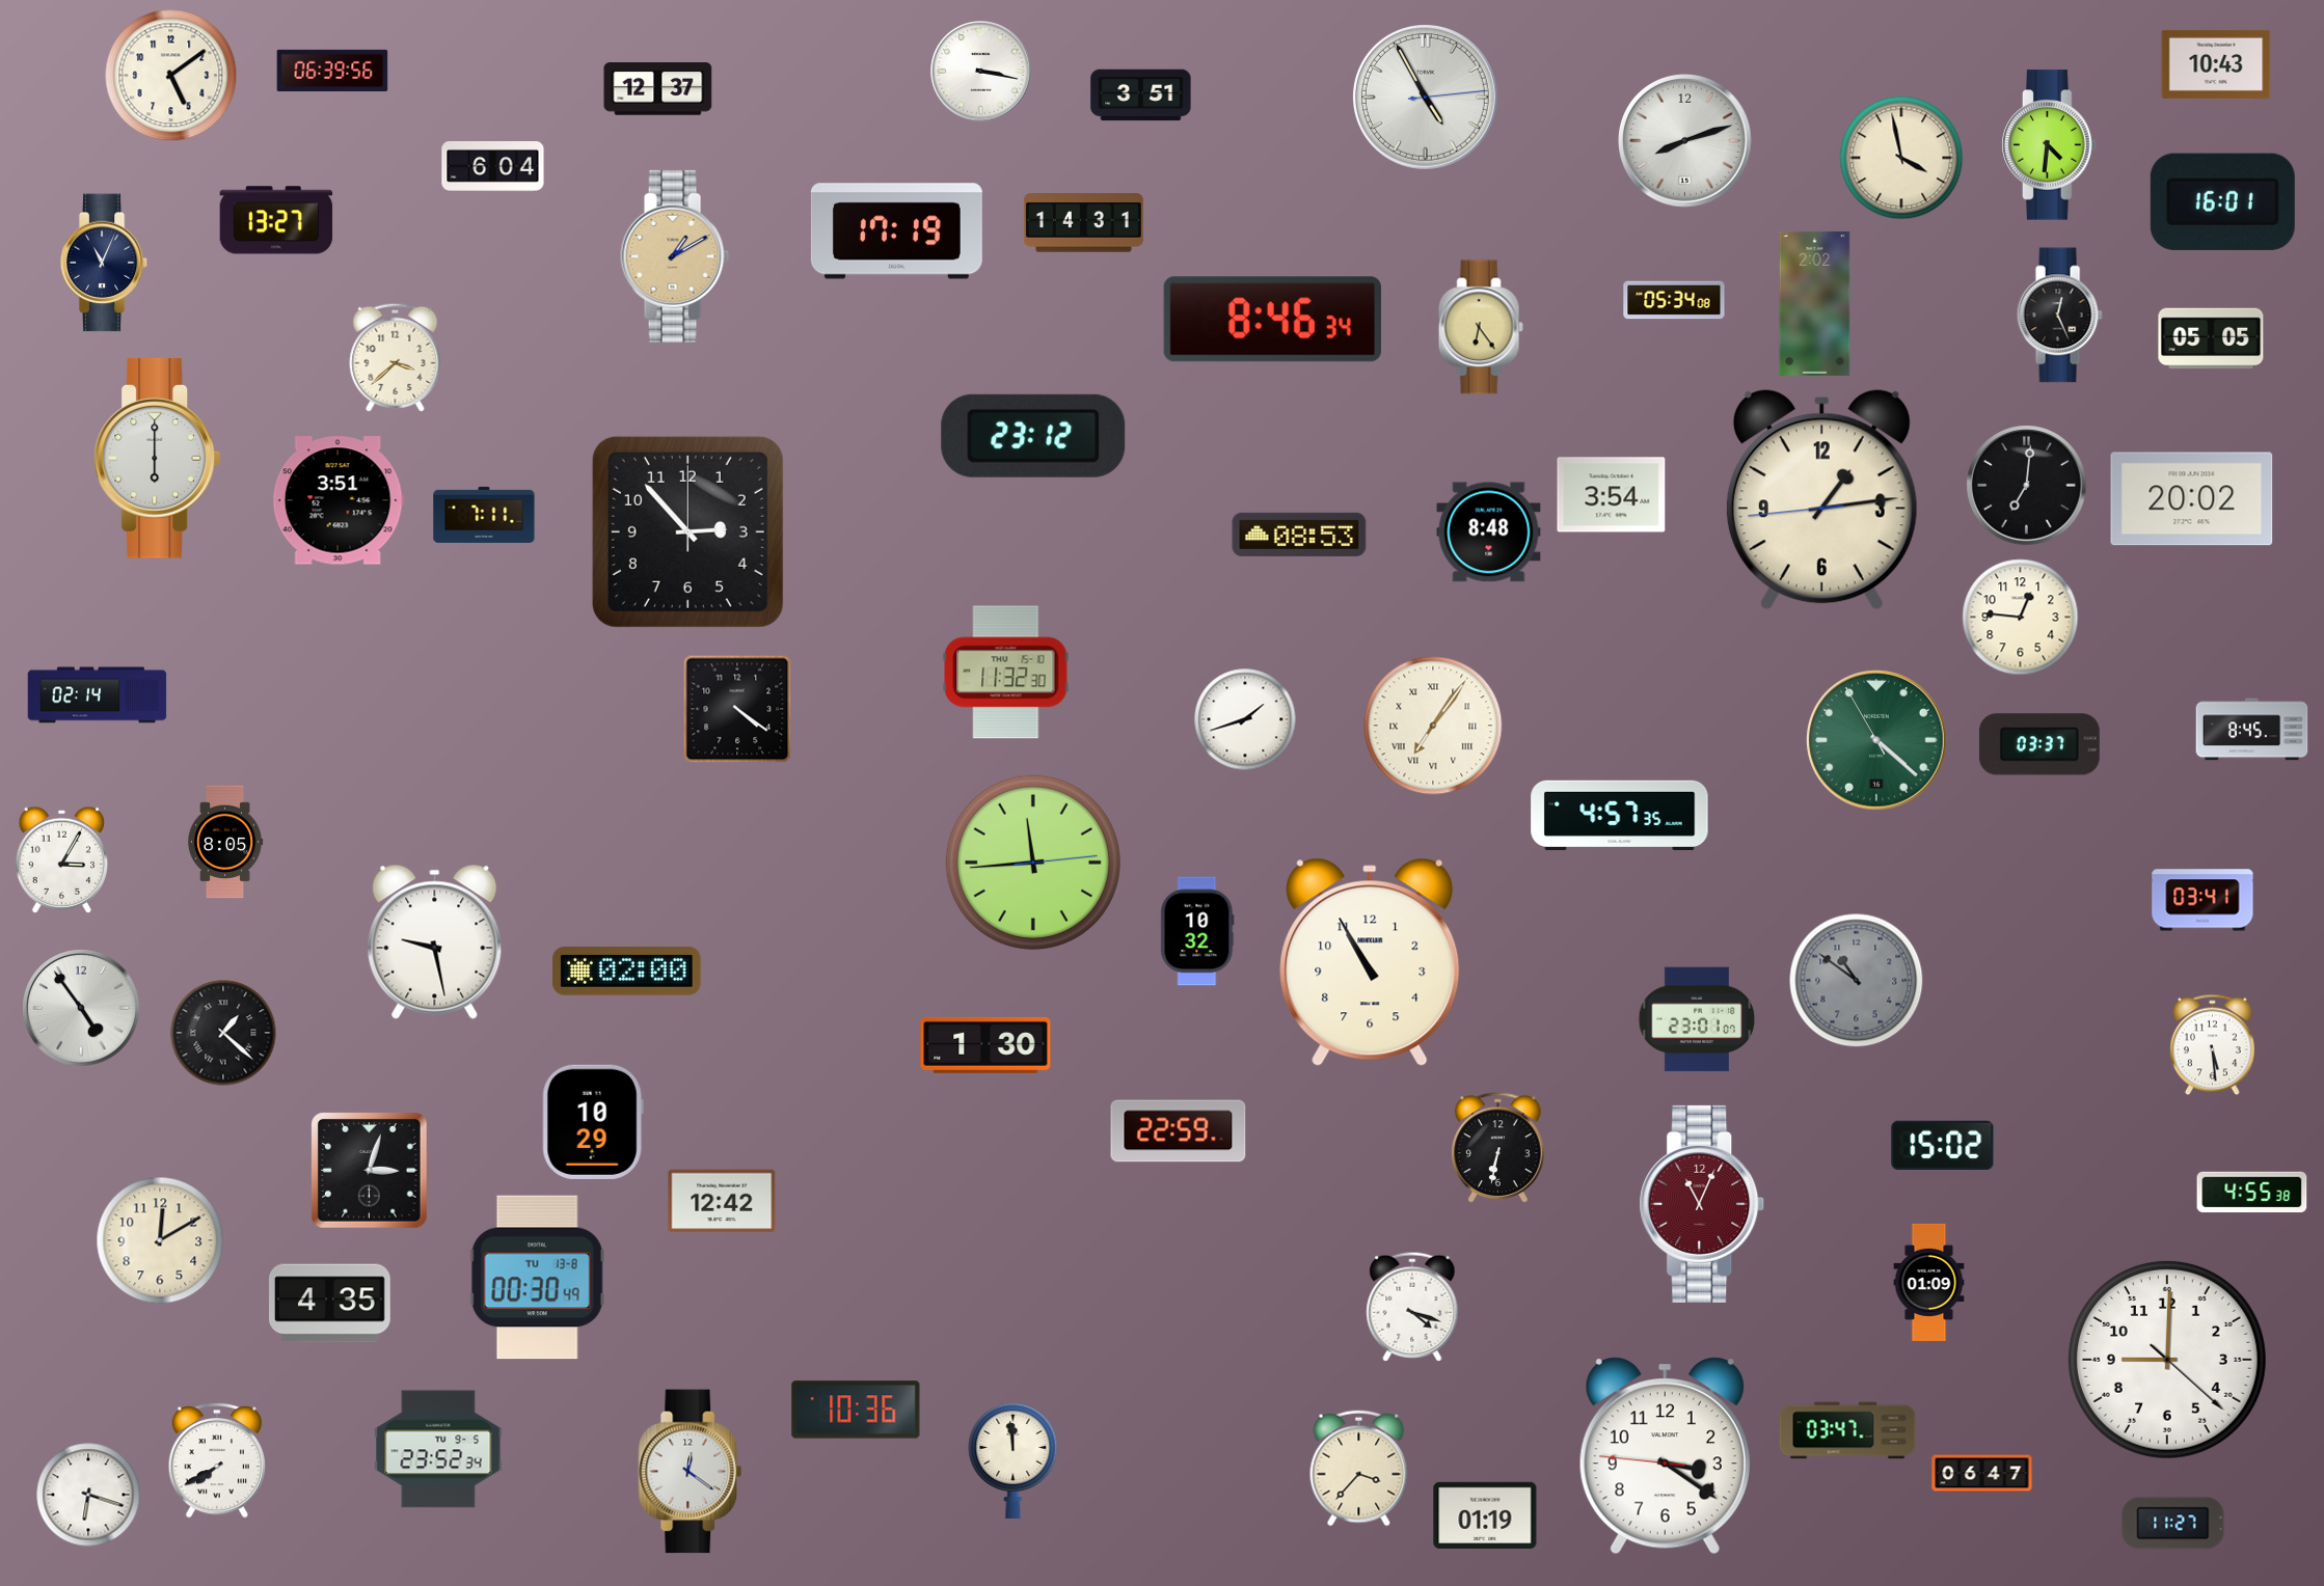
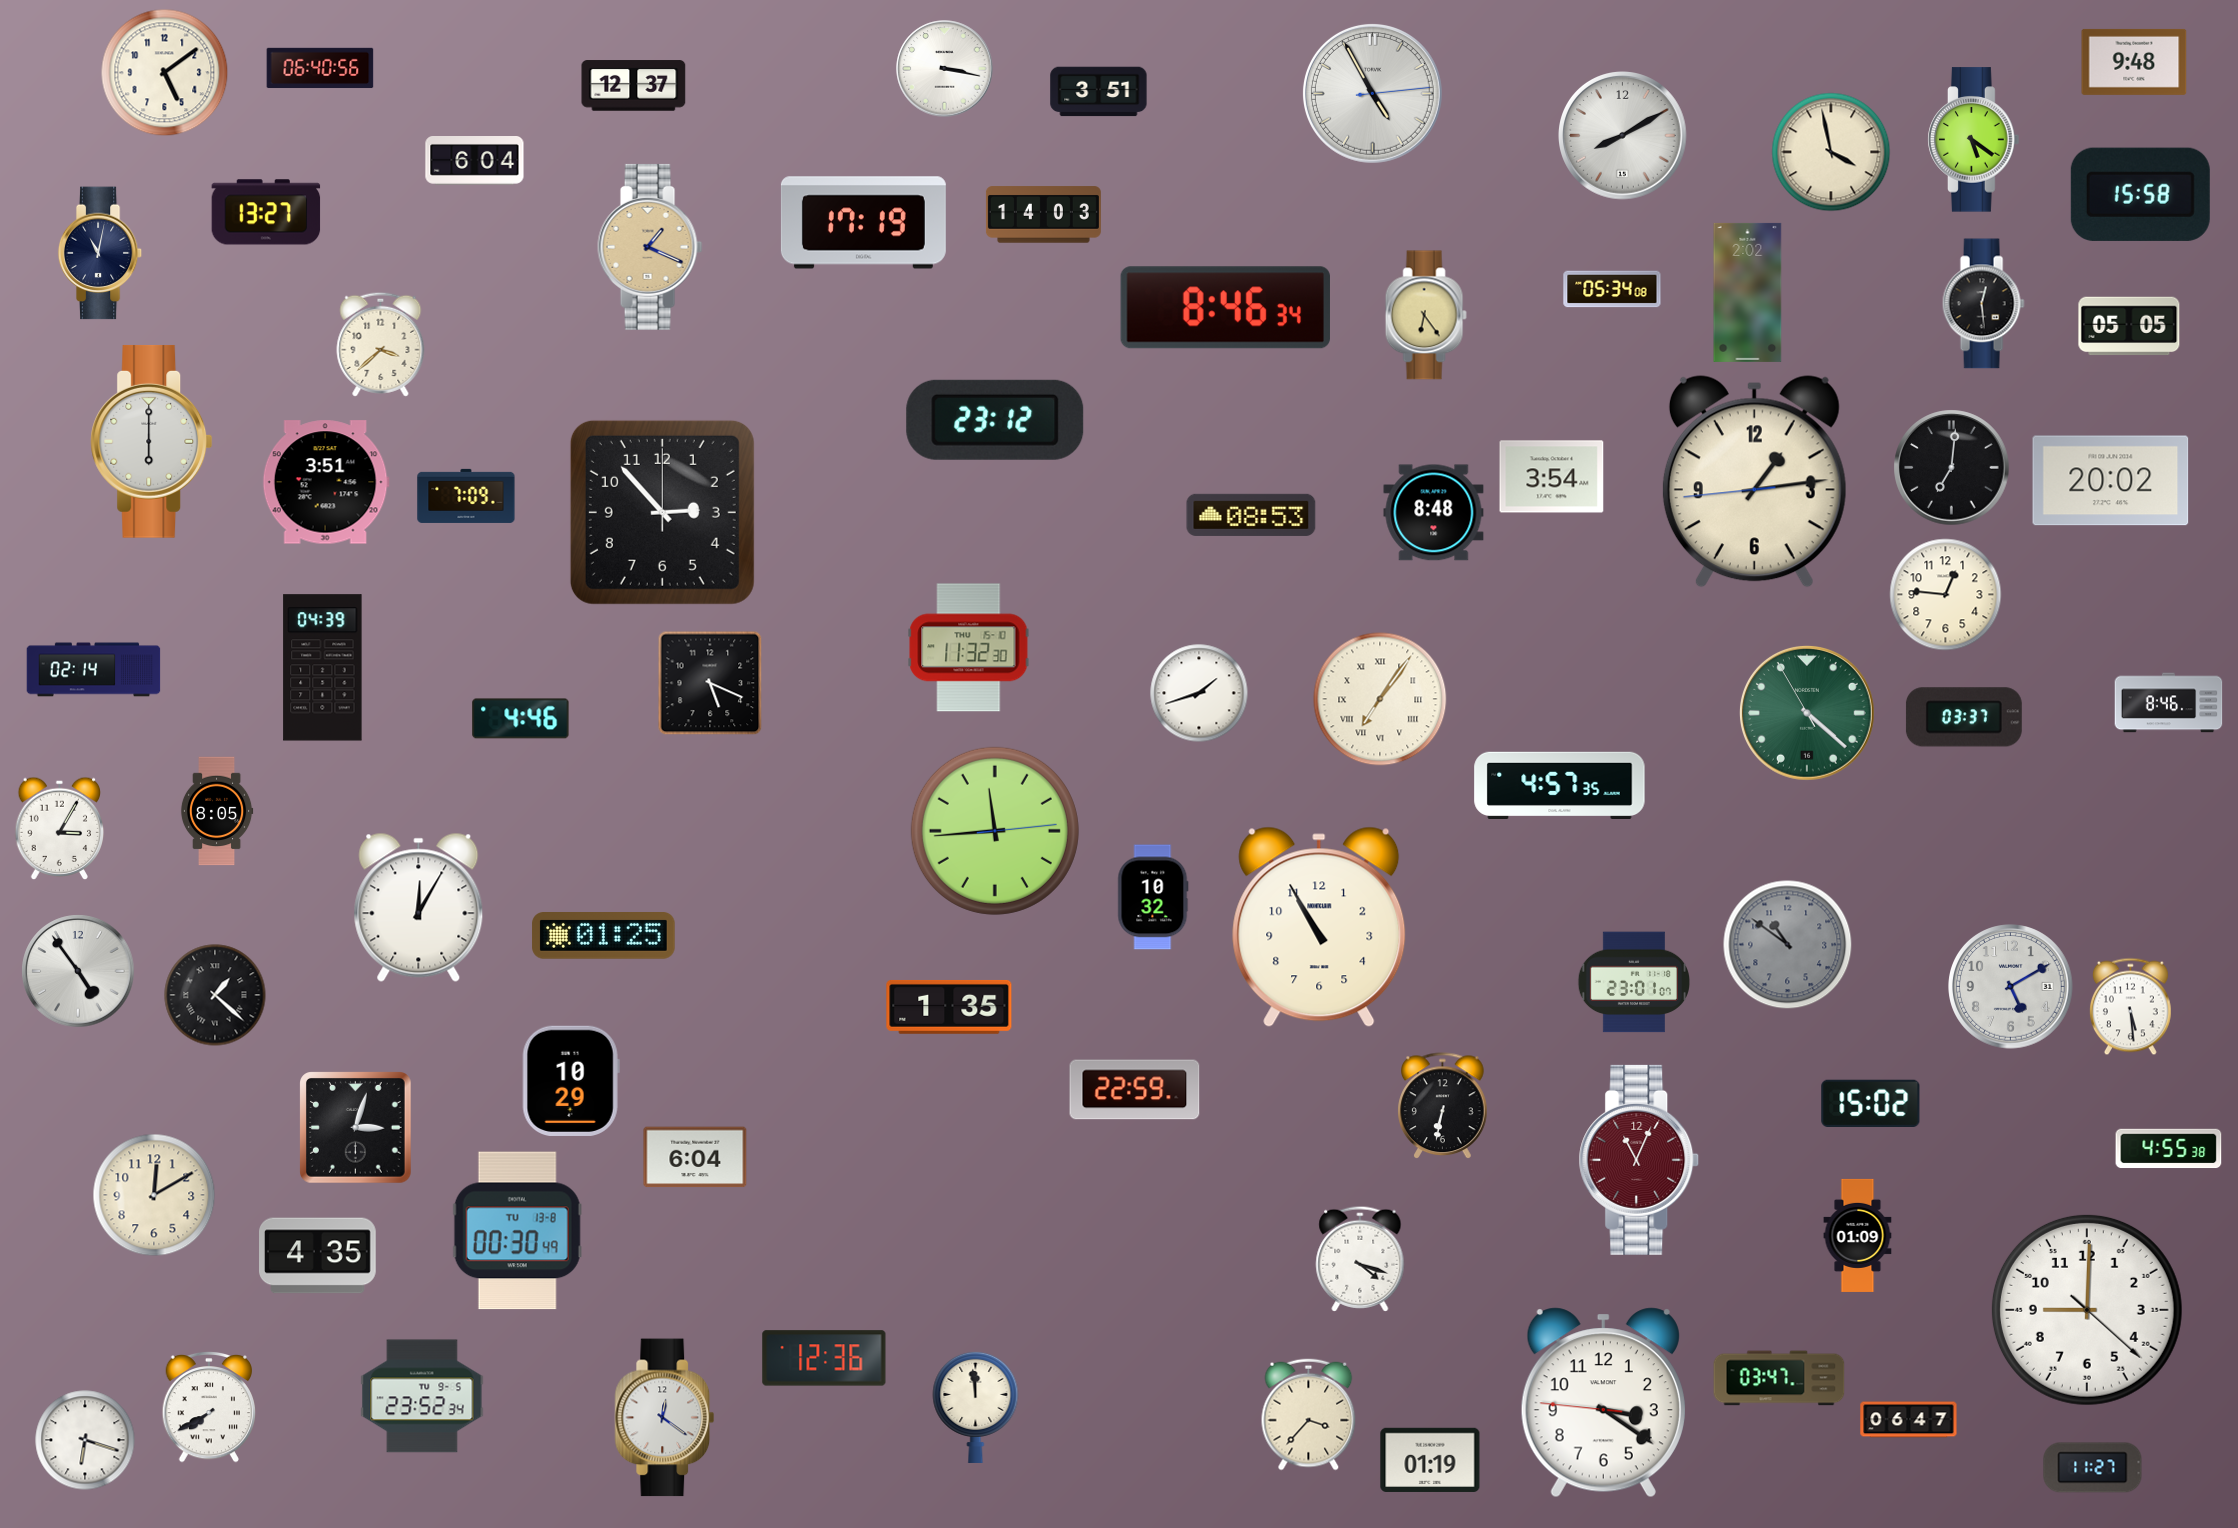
clock at (2216, 64): 10:43 -> 9:48
clock at (332, 71): 06:39 -> 06:40
clock at (1685, 141): 8:12 -> 8:10
clock at (2050, 145): 4:31 -> 5:21
clock at (2222, 201): 16:01 -> 15:58
clock at (1083, 223): 14:31 -> 14:03
clock at (675, 256): 1:10 -> 1:19
clock at (104, 263): 11:04 -> 11:02
clock at (2059, 316): 12:26 -> 12:29
clock at (484, 515): 7:11 -> 7:09
clock at (323, 668): none -> 04:39
clock at (737, 709): 4:21 -> 5:19
clock at (2252, 730): 8:45 -> 8:46
clock at (521, 719): none -> 4:46
clock at (2203, 900): 03:41 -> none
clock at (435, 941): 9:28 -> 12:05
clock at (627, 972): 02:00 -> 01:25
clock at (2011, 987): none -> 5:10
clock at (985, 1045): 1:30 -> 1:35
clock at (722, 1201): 12:42 -> 6:04
clock at (856, 1410): 10:36 -> 12:36
